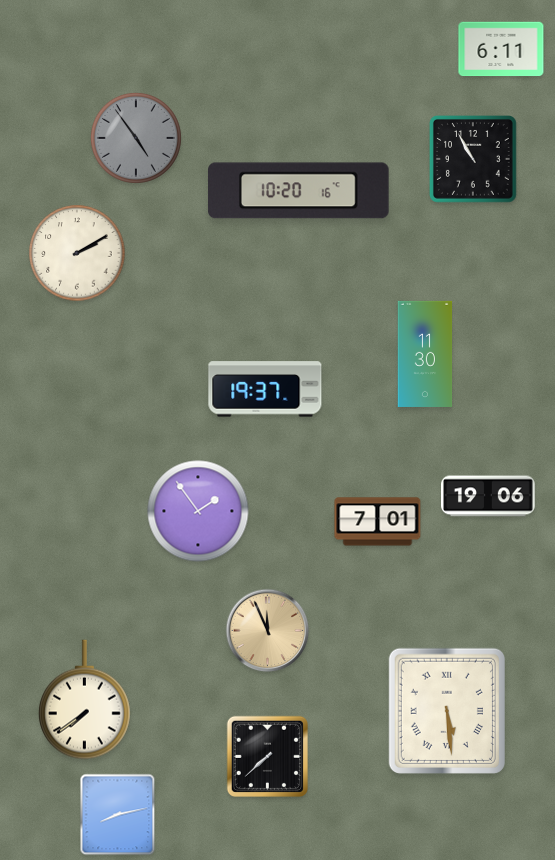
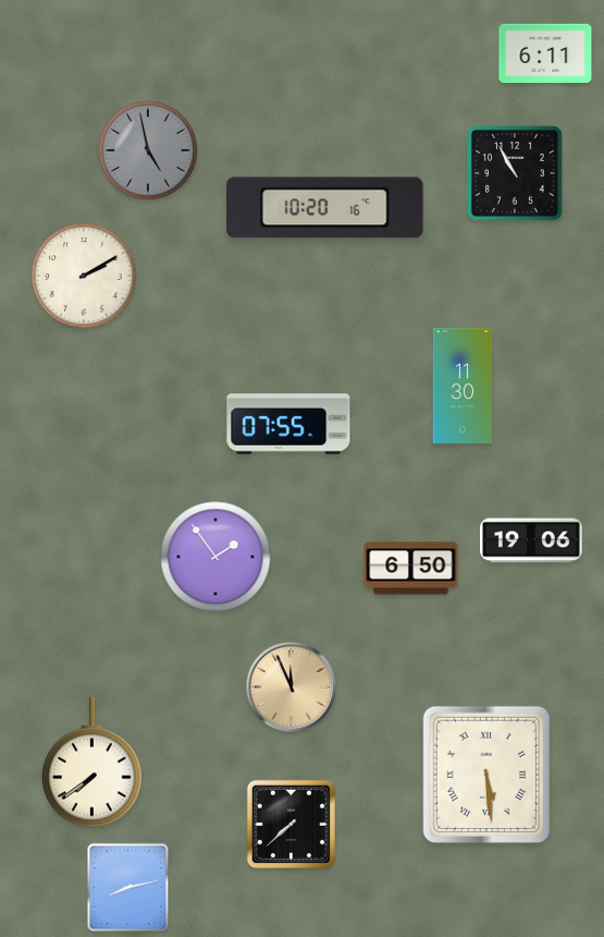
clock at (136, 138): 4:54 -> 4:58
clock at (265, 389): 19:37 -> 07:55
clock at (378, 522): 7:01 -> 6:50
